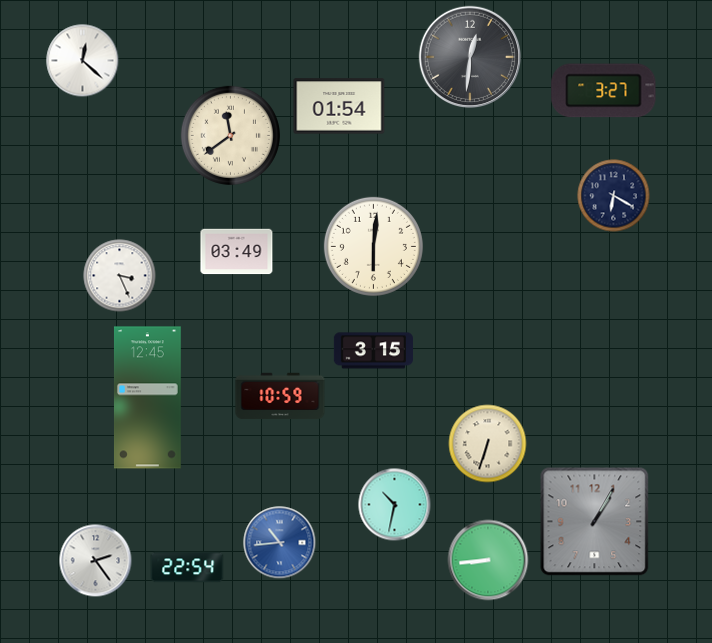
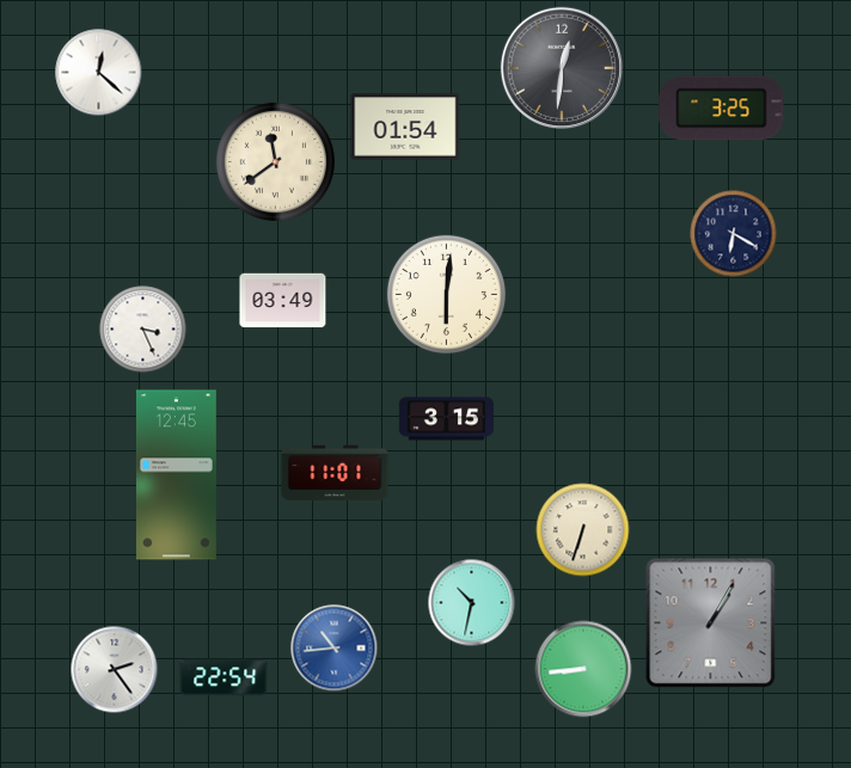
clock at (604, 91): 3:27 -> 3:25
clock at (280, 396): 10:59 -> 11:01
